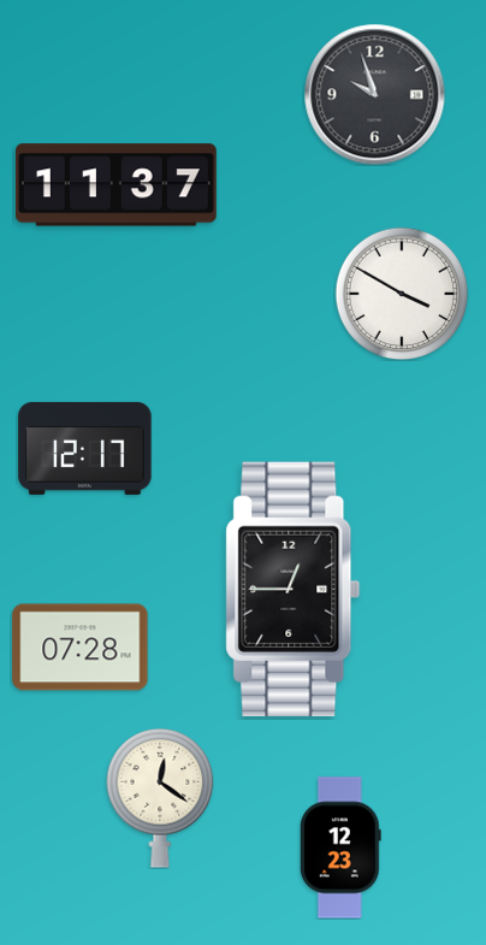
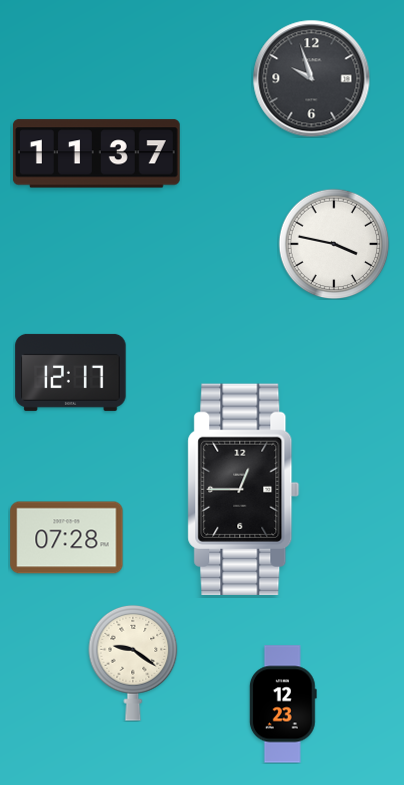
clock at (402, 294): 3:50 -> 3:47
clock at (160, 798): 12:21 -> 9:21
